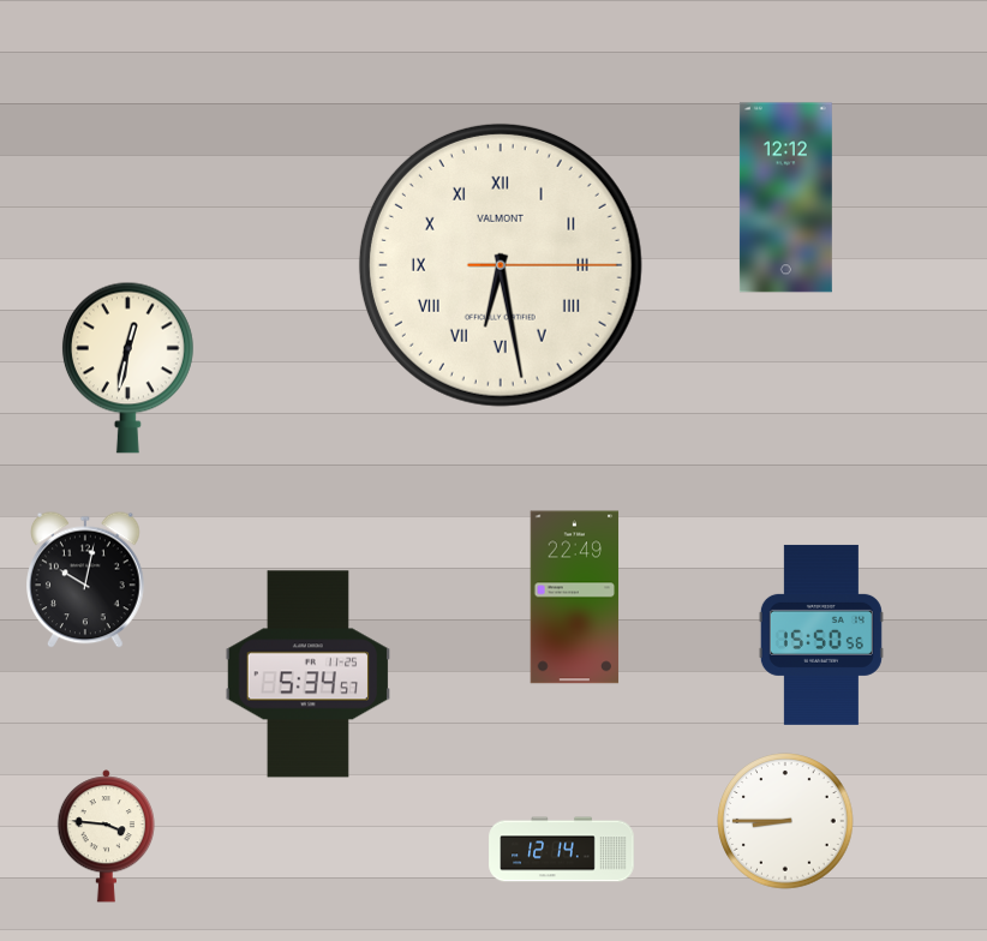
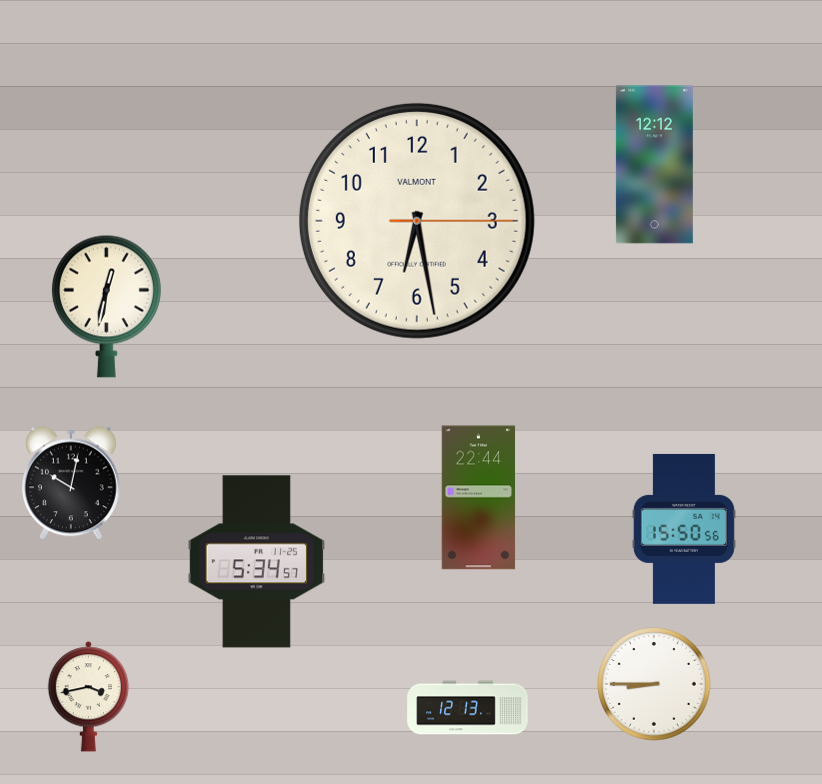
clock at (501, 265) numerals: Roman -> Arabic
clock at (575, 598): 22:49 -> 22:44
clock at (106, 837): 3:46 -> 3:43
clock at (562, 850): 12:14 -> 12:13
